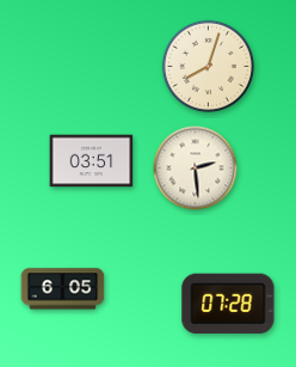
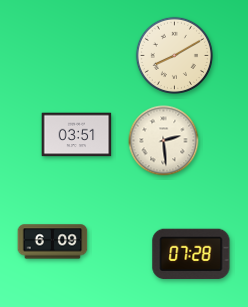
clock at (208, 66): 8:03 -> 8:10
clock at (63, 289): 6:05 -> 6:09
